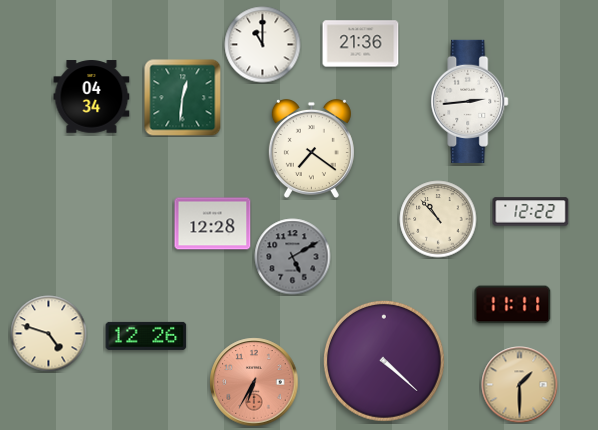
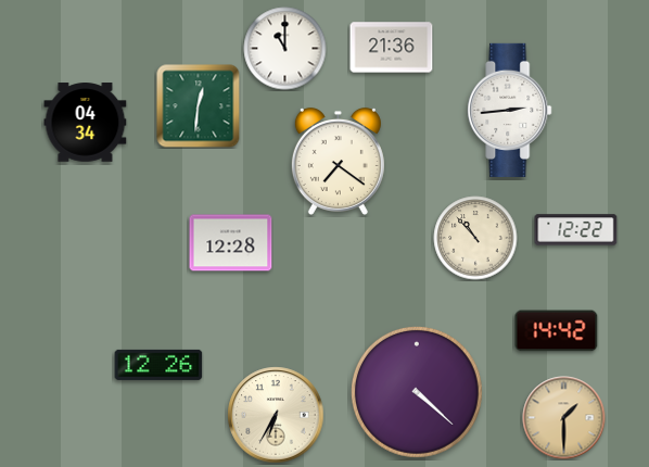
clock at (92, 97) position: (92, 97) -> (86, 123)
clock at (293, 257): 5:10 -> none
clock at (513, 305): 11:11 -> 14:42
clock at (49, 334): 4:48 -> none
clock at (254, 382) dial: salmon -> cream
